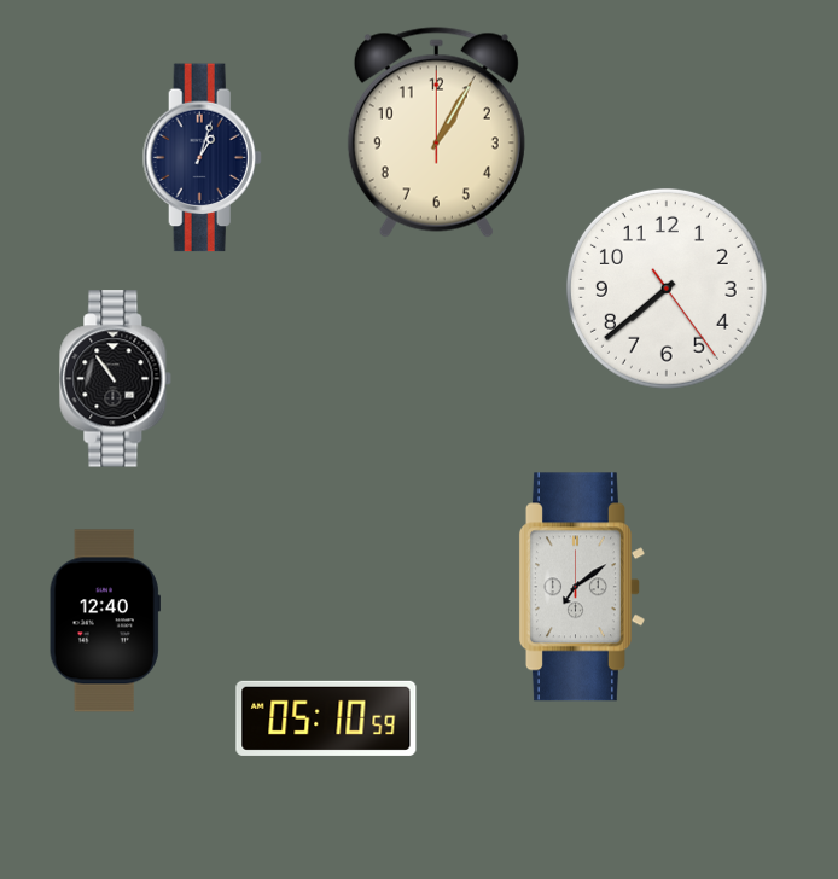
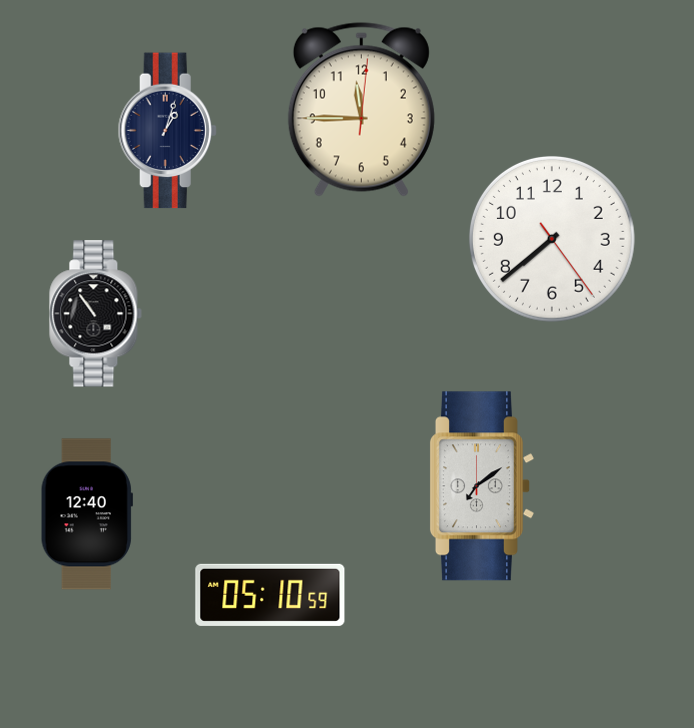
clock at (436, 133): 1:05 -> 11:45
